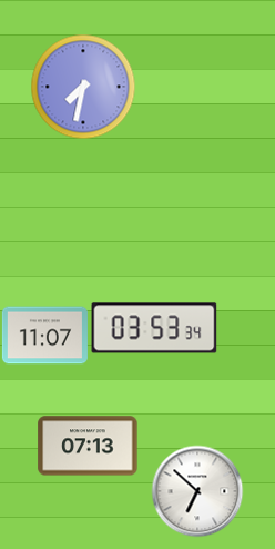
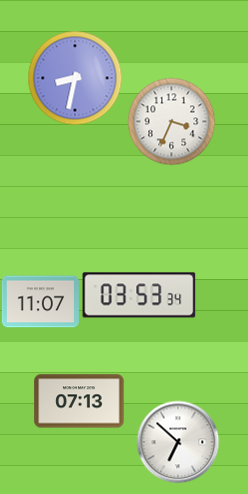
clock at (83, 87): 7:32 -> 8:32
clock at (171, 121): none -> 3:34
